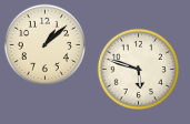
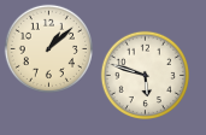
clock at (138, 69) position: (138, 69) -> (145, 75)
